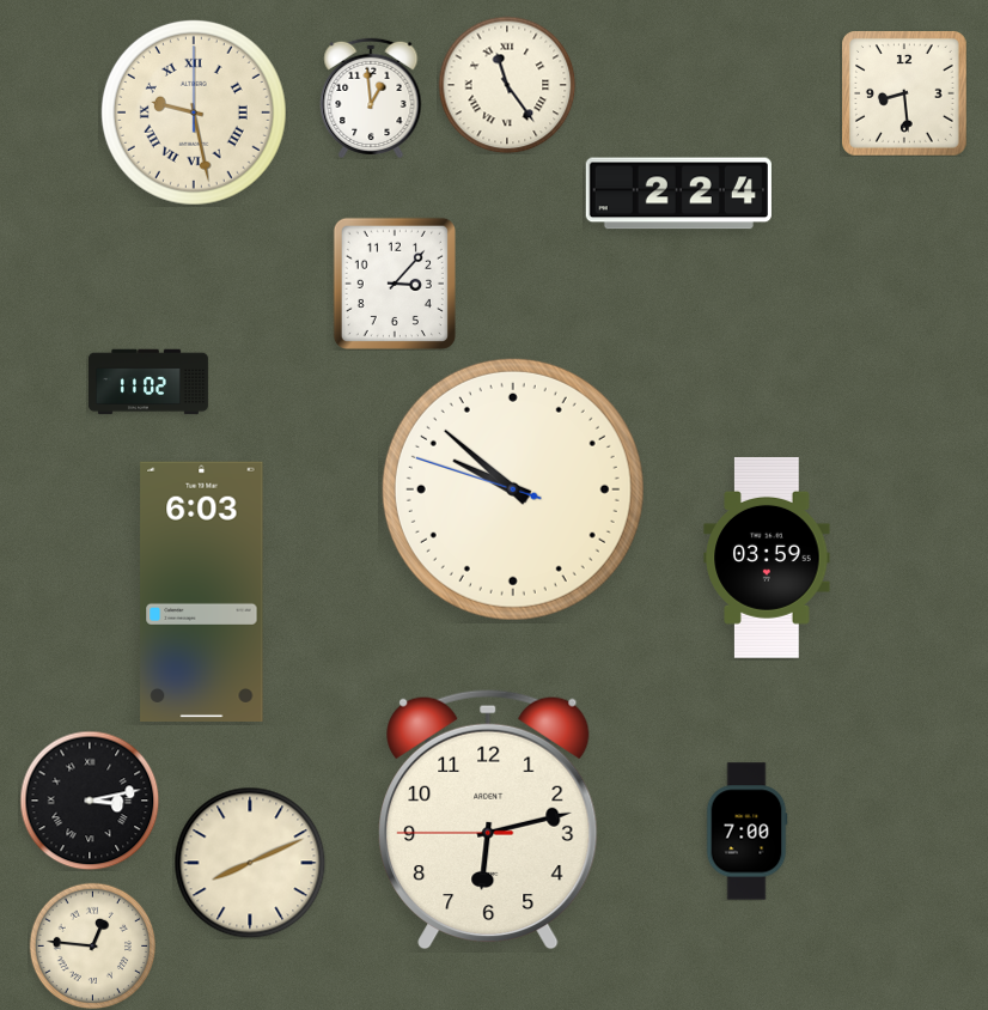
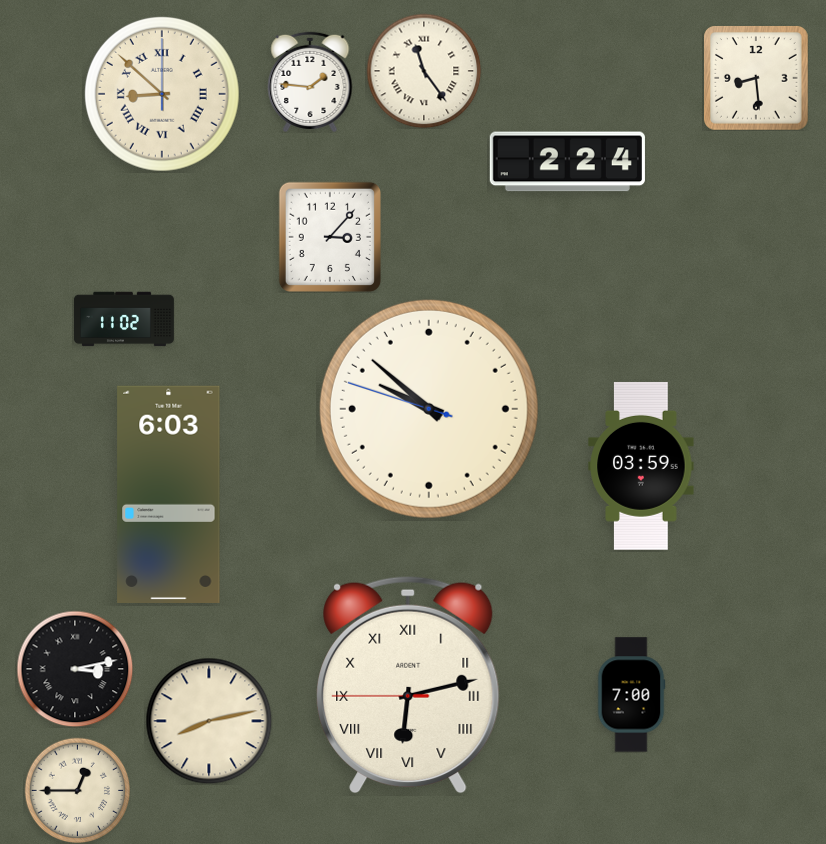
clock at (371, 97): 12:59 -> 1:46
clock at (194, 112): 9:28 -> 8:52
clock at (488, 820) numerals: Arabic -> Roman
clock at (746, 832) position: (746, 832) -> (631, 695)
clock at (250, 863): 8:11 -> 8:13
clock at (92, 945): 12:46 -> 12:45
